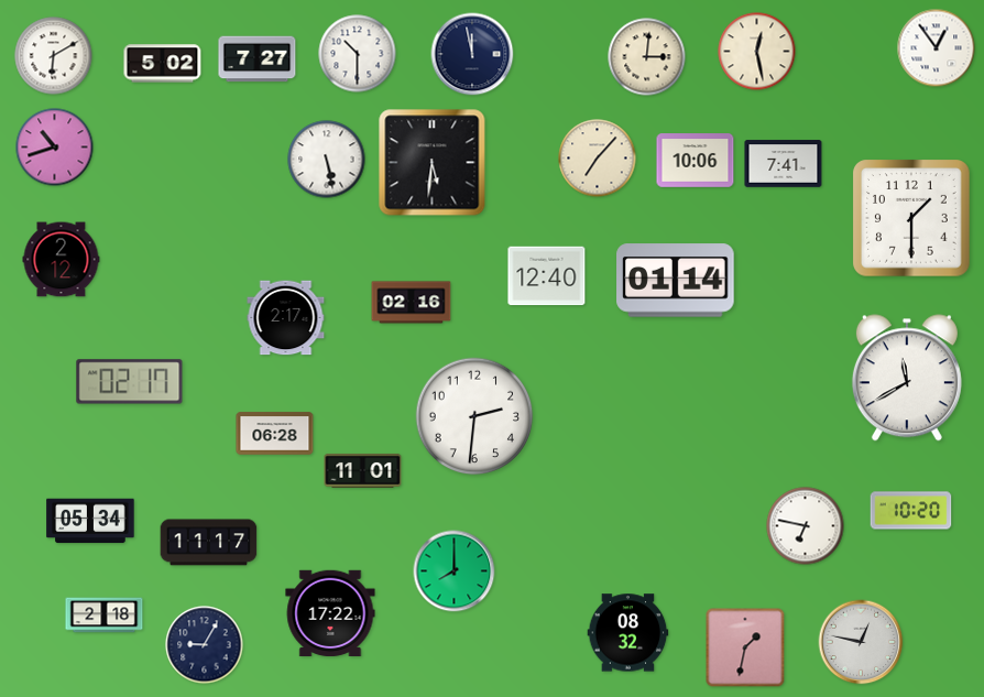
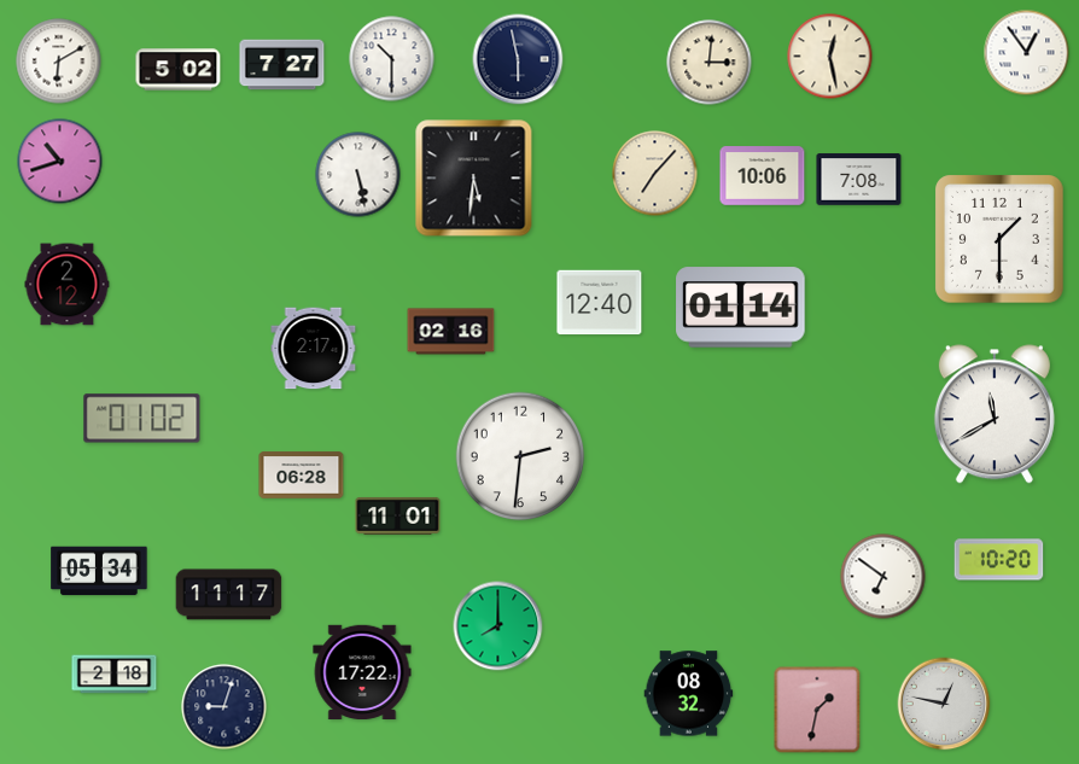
clock at (472, 54): 11:58 -> 5:58
clock at (784, 164): 7:41 -> 7:08
clock at (130, 382): 02:17 -> 01:02
clock at (806, 526): 6:47 -> 6:51
clock at (205, 645): 9:05 -> 9:03
